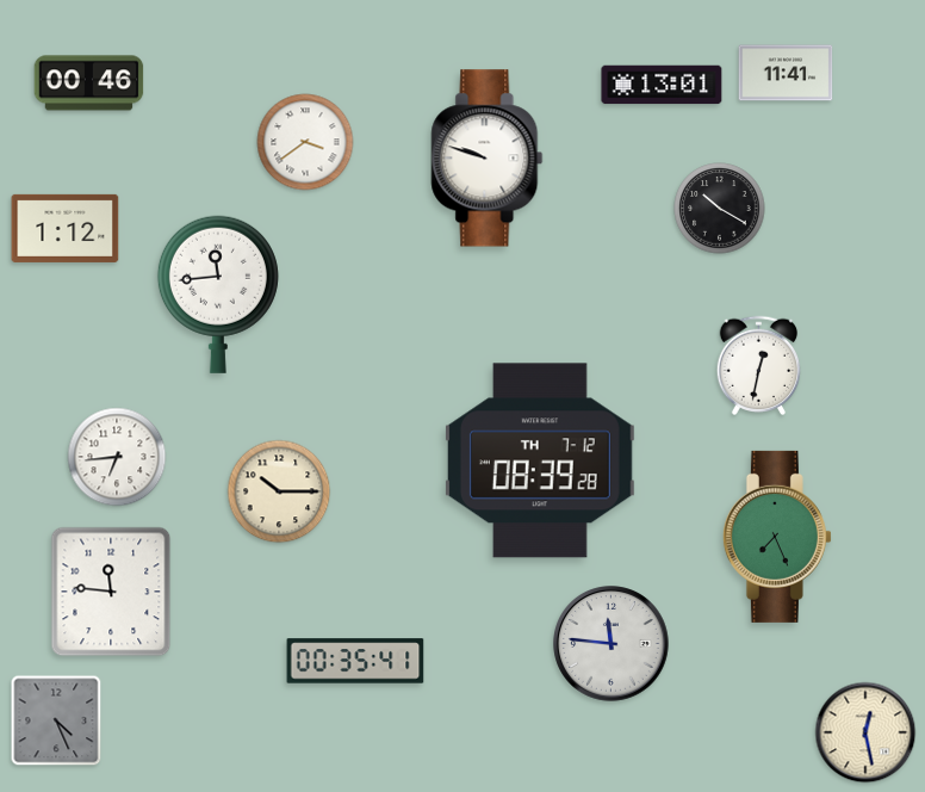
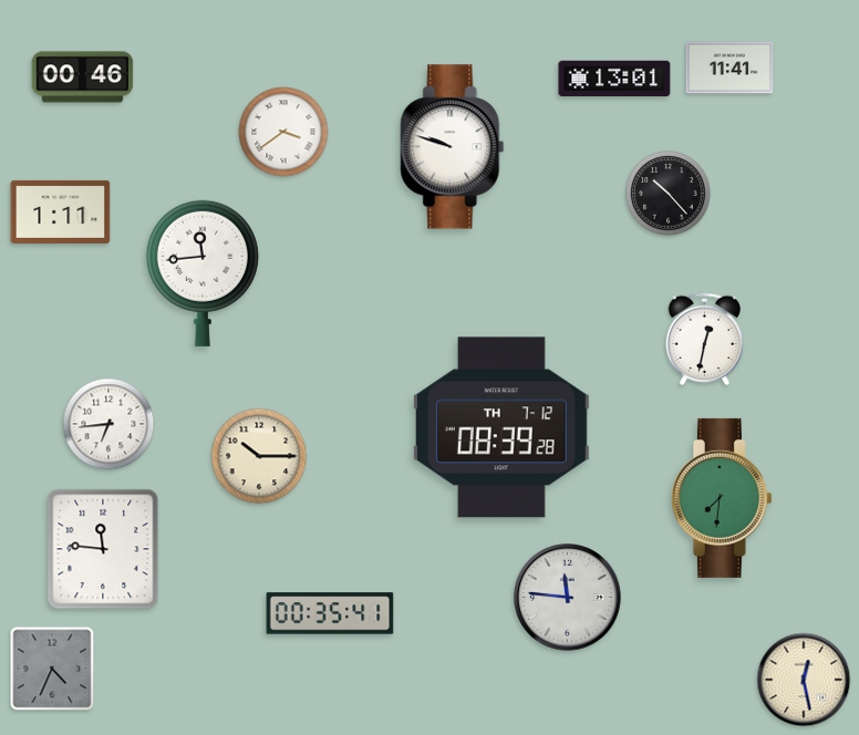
clock at (720, 209): 10:20 -> 10:23
clock at (66, 228): 1:12 -> 1:11
clock at (777, 537): 7:26 -> 7:31
clock at (56, 720): 4:26 -> 4:34
